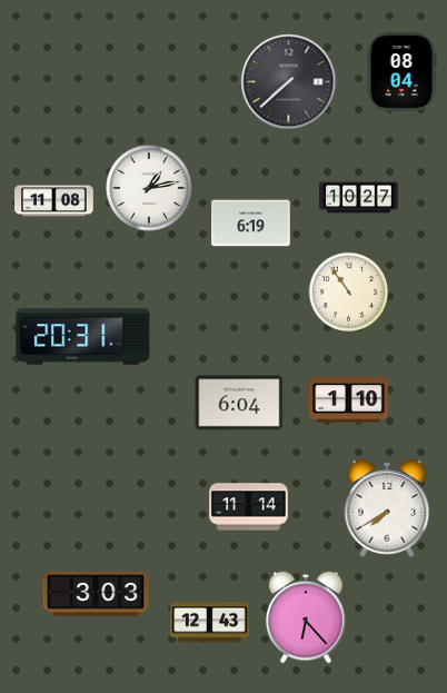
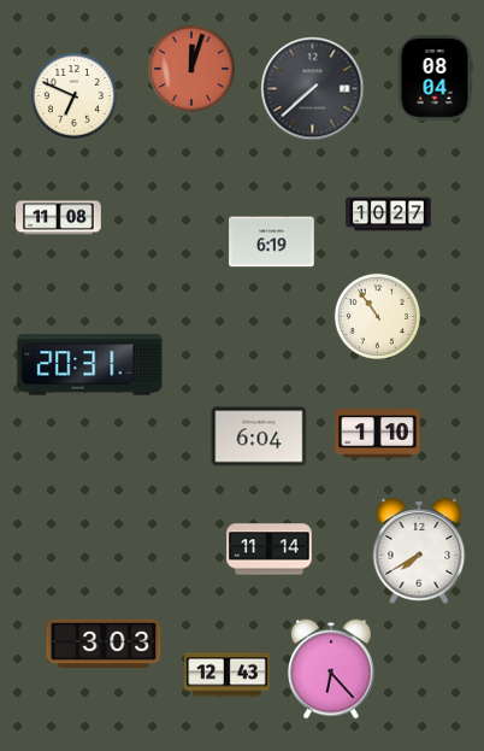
clock at (191, 69): none -> 12:03
clock at (73, 95): none -> 6:49
clock at (149, 188): 1:13 -> none
